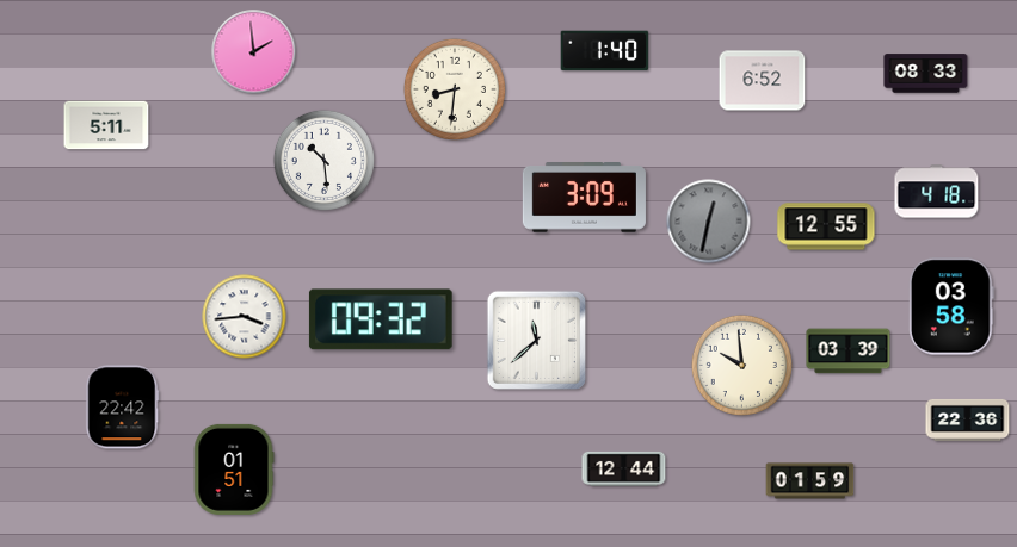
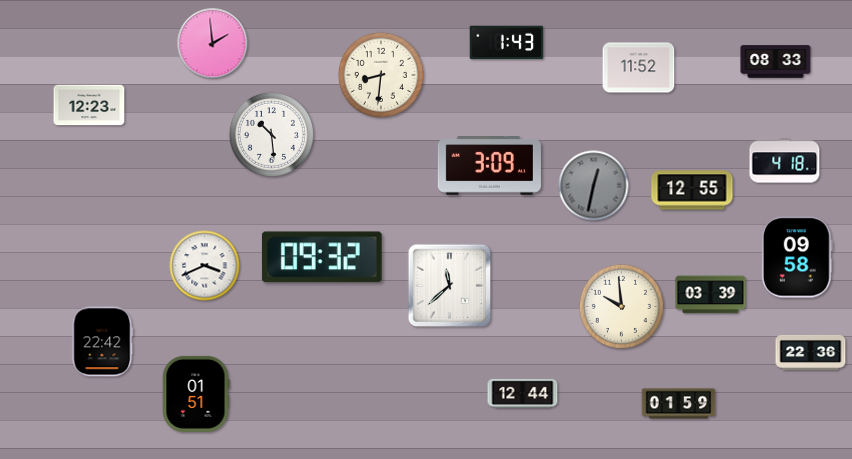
clock at (605, 51): 1:40 -> 1:43
clock at (763, 81): 6:52 -> 11:52
clock at (106, 125): 5:11 -> 12:23
clock at (951, 306): 03:58 -> 09:58
clock at (245, 317): 3:44 -> 3:41
clock at (381, 319) position: (381, 319) -> (322, 257)
